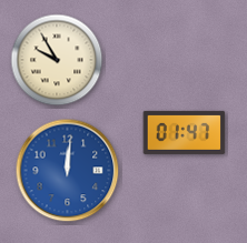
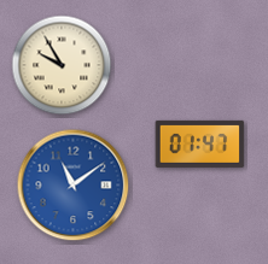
clock at (68, 171): 12:01 -> 11:09
